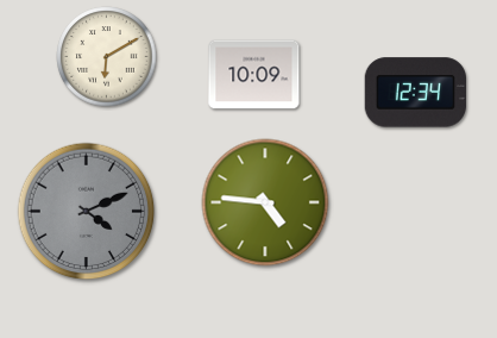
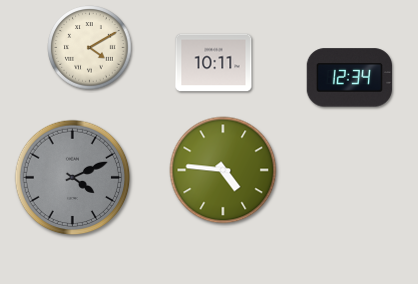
clock at (107, 57): 6:10 -> 4:10
clock at (254, 75): 10:09 -> 10:11
